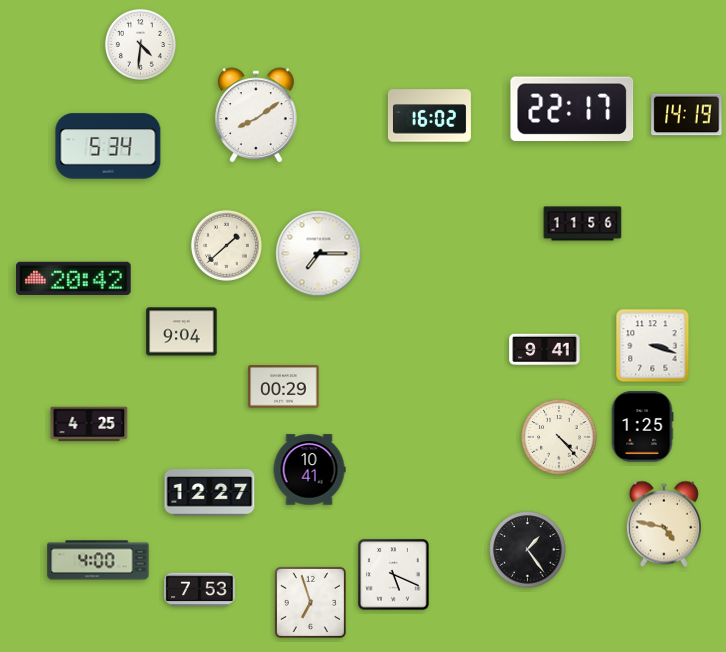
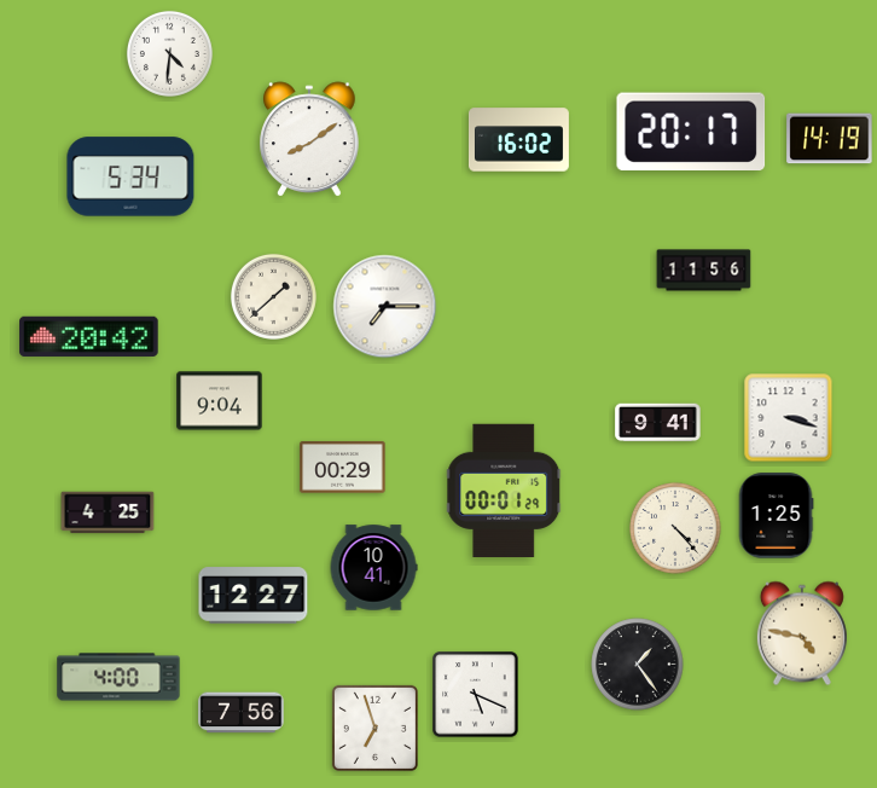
clock at (572, 109): 22:17 -> 20:17
clock at (504, 489): none -> 00:01
clock at (200, 590): 7:53 -> 7:56
